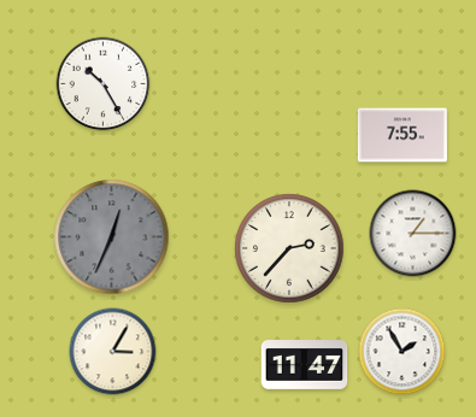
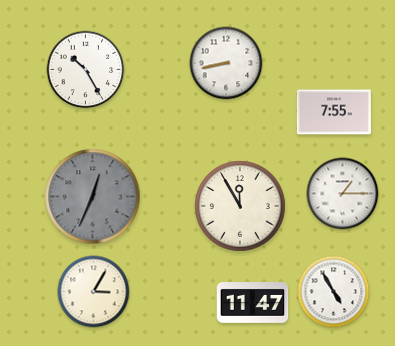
clock at (226, 63): none -> 8:43
clock at (289, 248): 2:37 -> 11:55
clock at (402, 352): 1:55 -> 4:55
